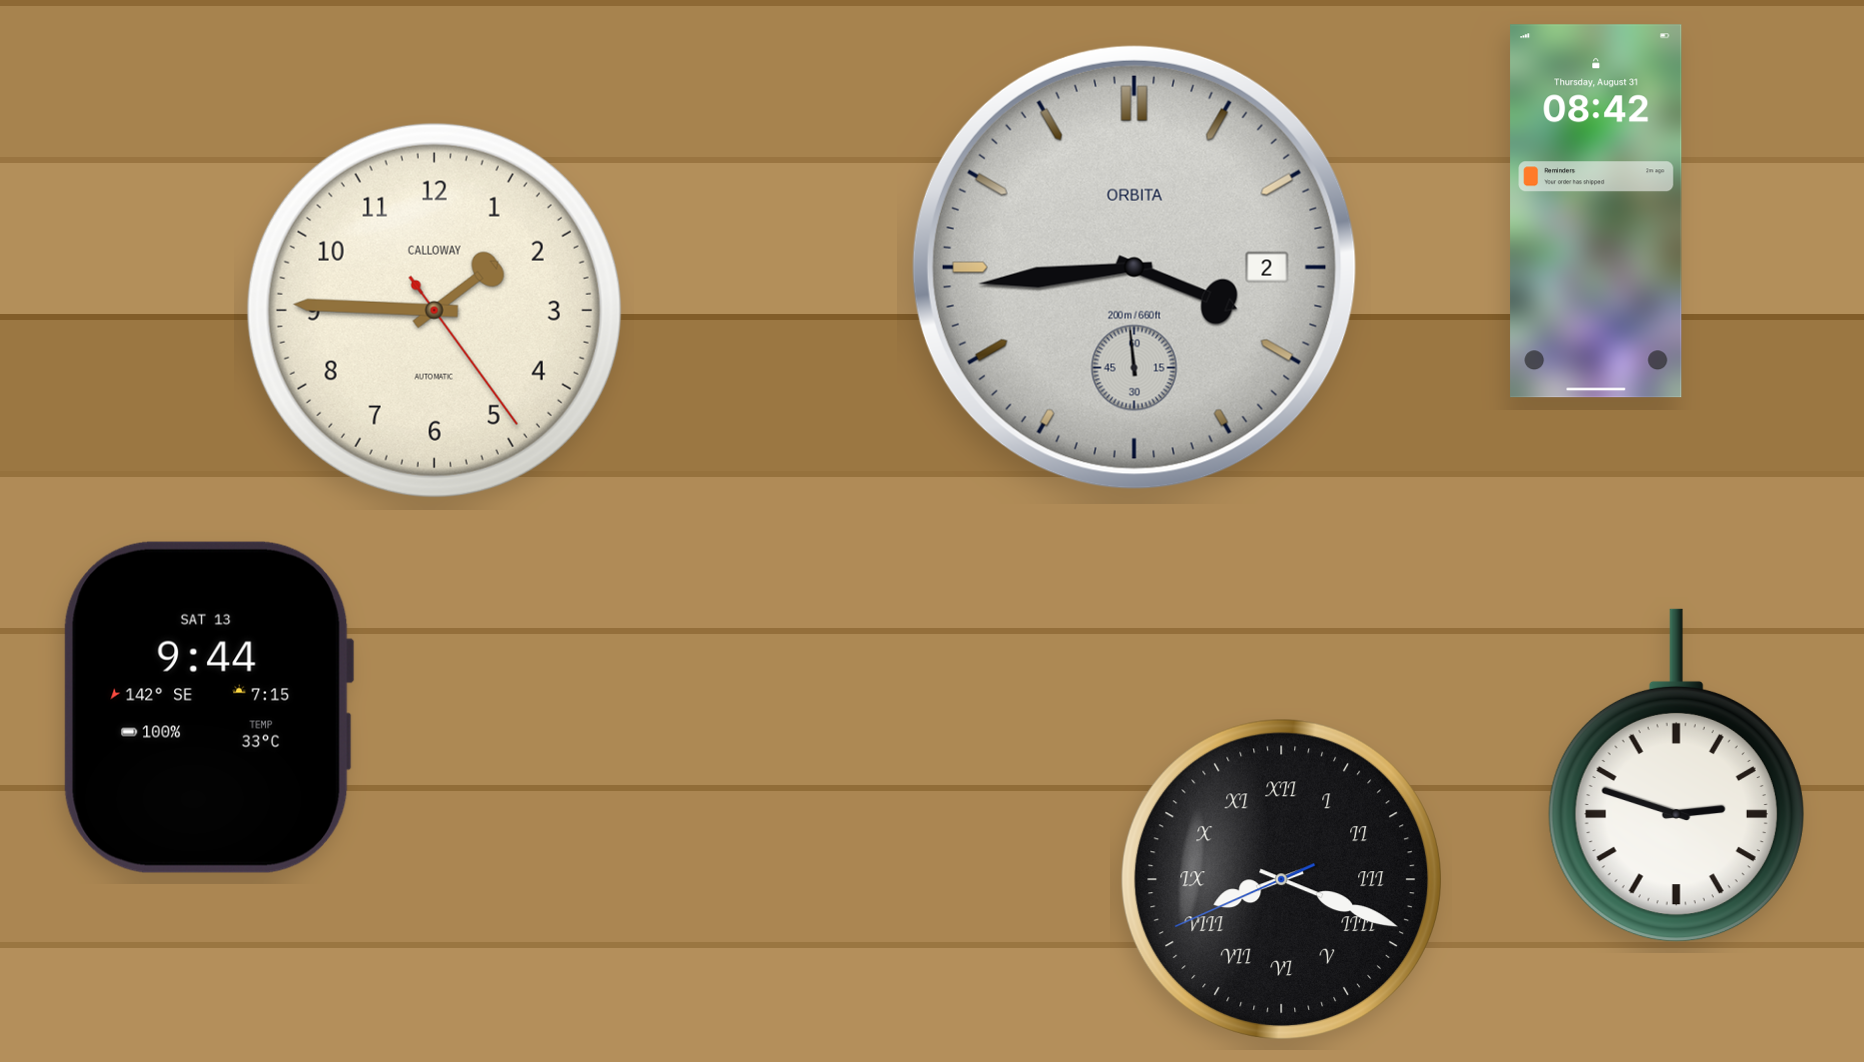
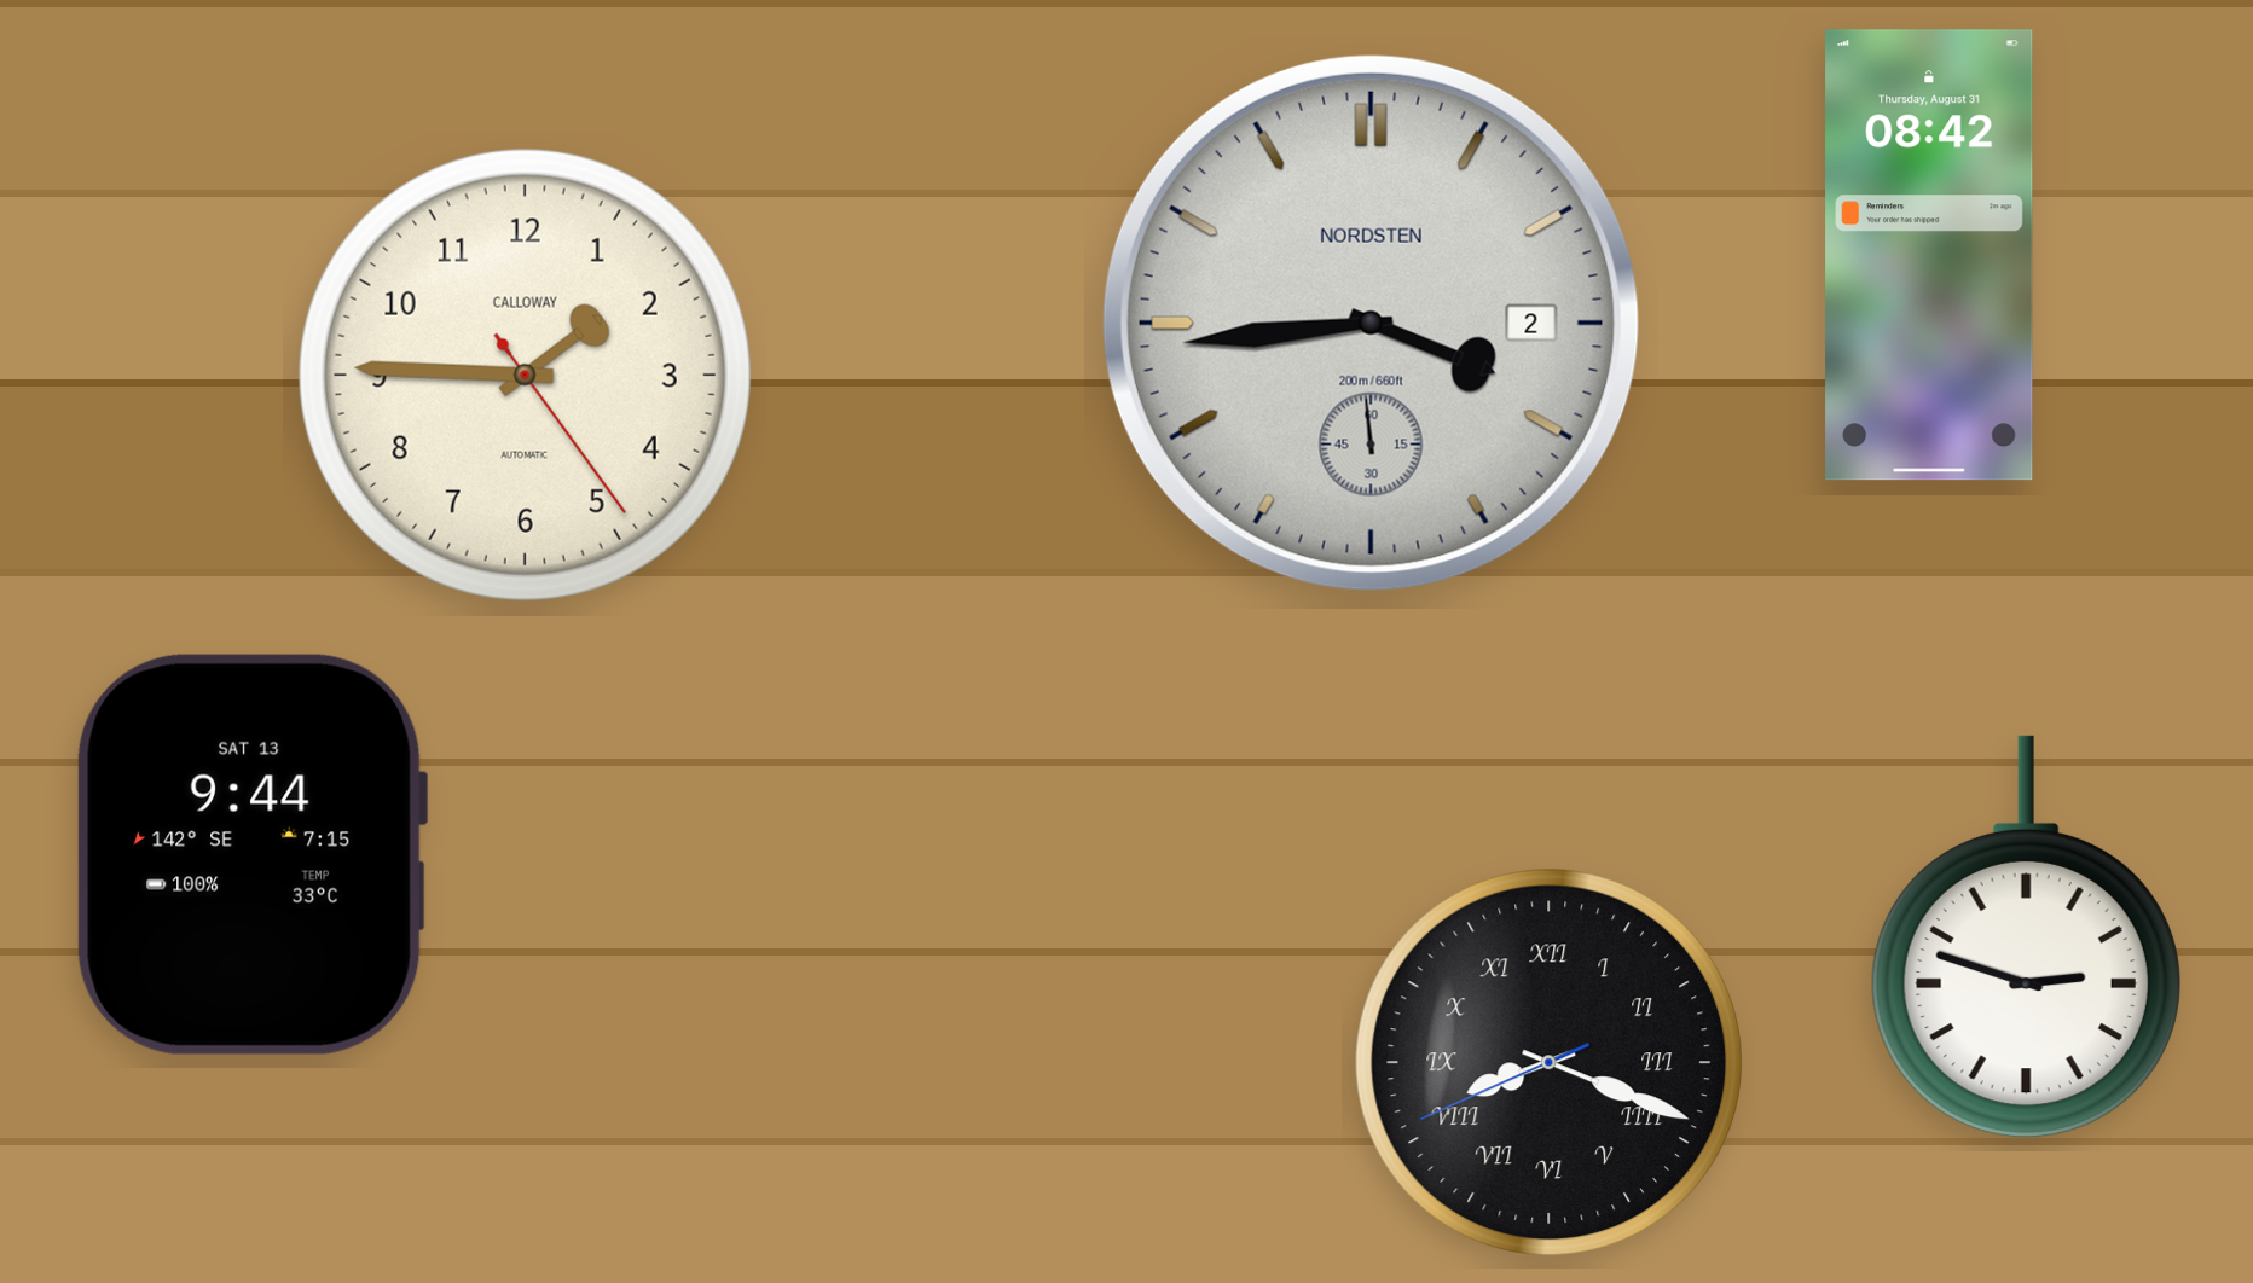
clock at (1134, 267) brand: ORBITA -> NORDSTEN
